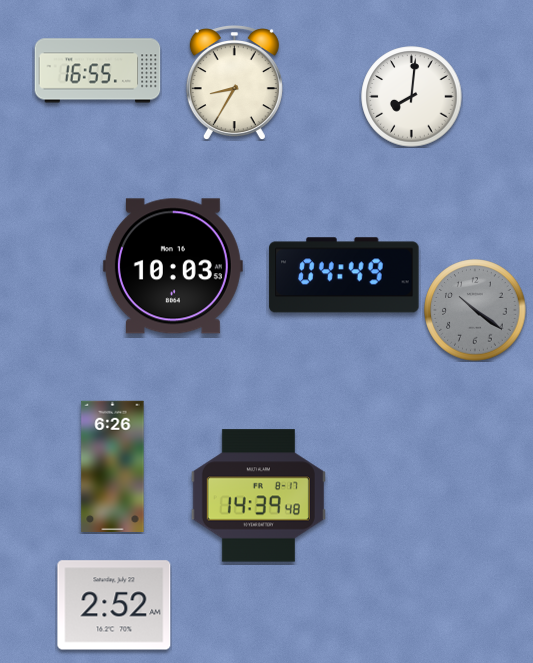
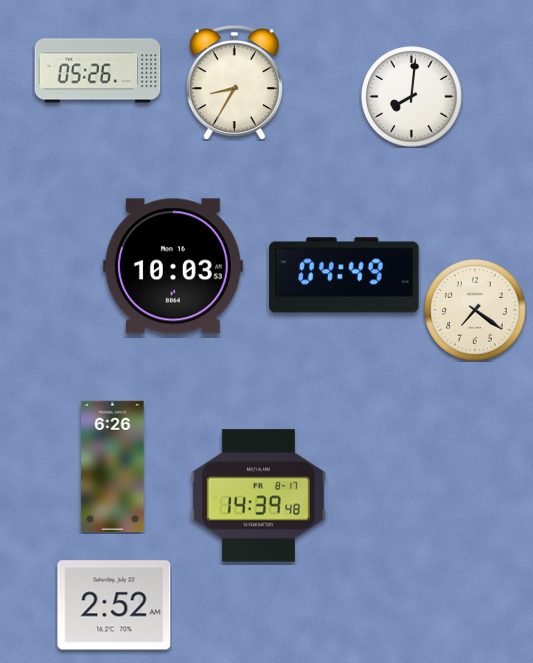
clock at (98, 71): 16:55 -> 05:26
clock at (475, 310): 10:21 -> 7:21
clock at (475, 310) dial: grey -> cream
